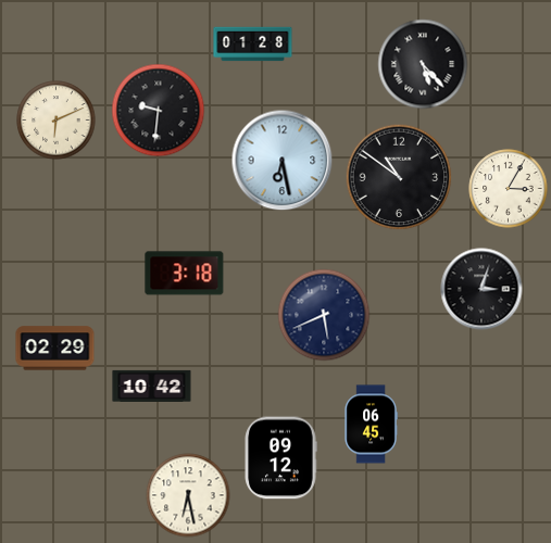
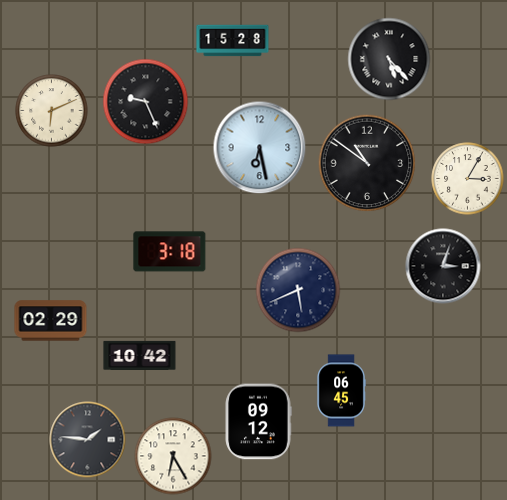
clock at (253, 45): 01:28 -> 15:28
clock at (159, 111): 9:31 -> 9:26
clock at (509, 189) position: (509, 189) -> (468, 179)
clock at (88, 440): none -> 1:46
clock at (188, 495): 6:28 -> 6:25
